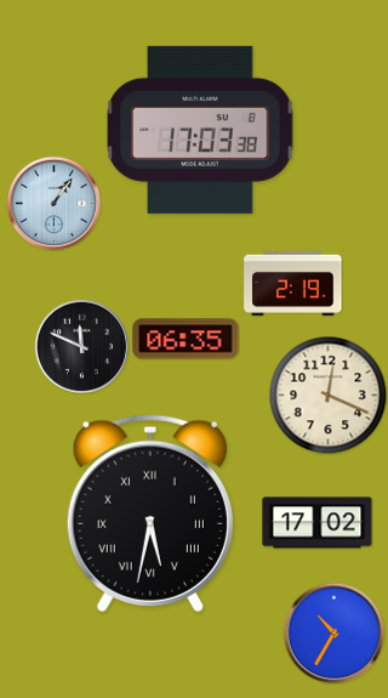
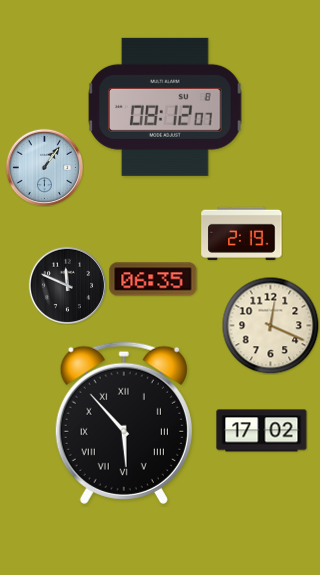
clock at (200, 130): 17:03 -> 08:12
clock at (150, 513): 5:32 -> 5:53
clock at (333, 632): 10:35 -> none
